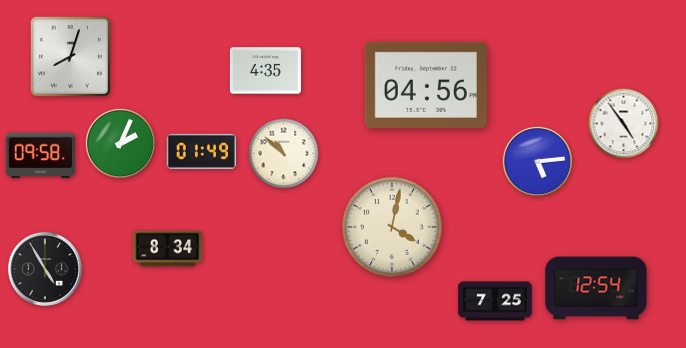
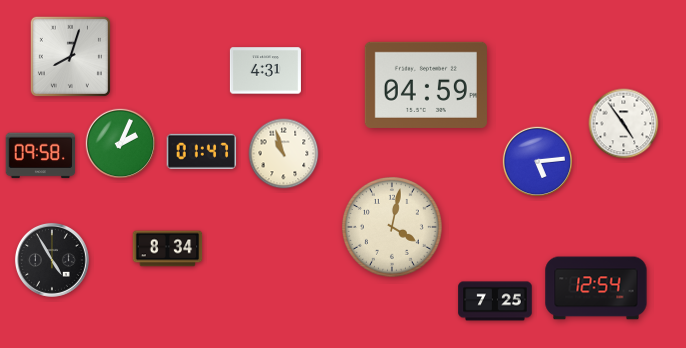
clock at (265, 71): 4:35 -> 4:31
clock at (426, 85): 04:56 -> 04:59
clock at (202, 151): 01:49 -> 01:47
clock at (284, 154): 10:52 -> 10:57
clock at (45, 269) position: (45, 269) -> (52, 260)
